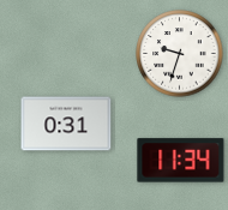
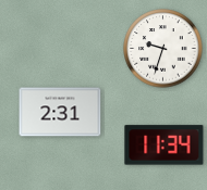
clock at (66, 124): 0:31 -> 2:31
